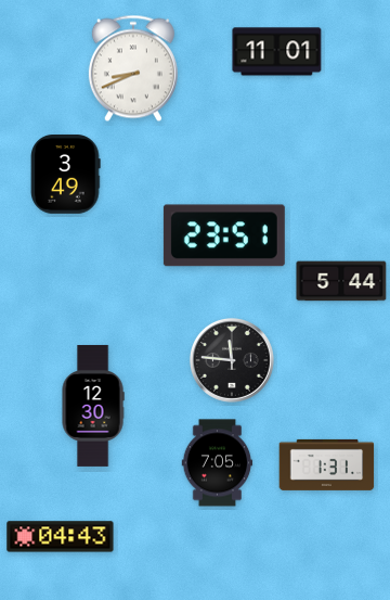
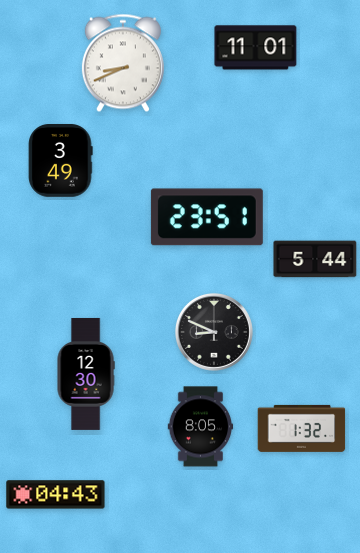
clock at (232, 360): 11:46 -> 8:49
clock at (218, 463): 7:05 -> 8:05
clock at (327, 464): 1:31 -> 1:32
